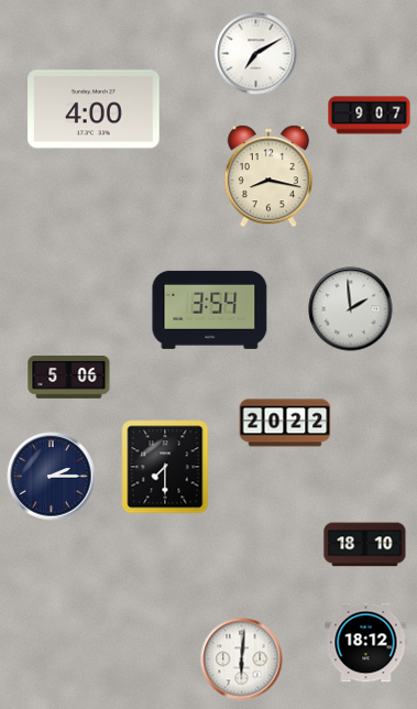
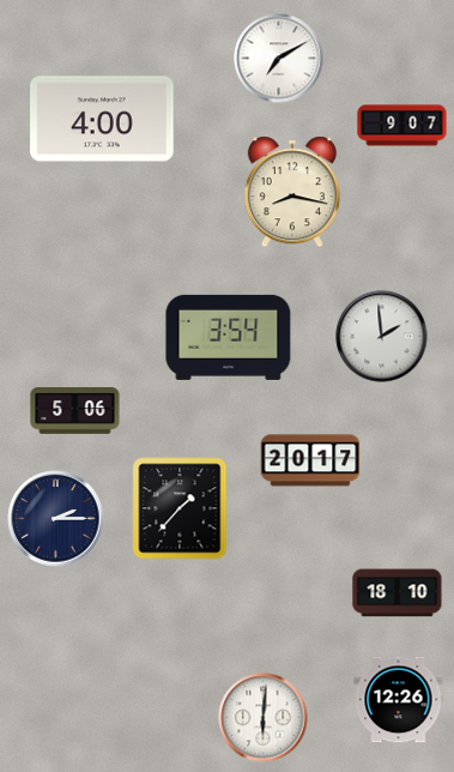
clock at (285, 423): 20:22 -> 20:17
clock at (165, 467): 7:30 -> 1:37
clock at (366, 643): 18:12 -> 12:26
